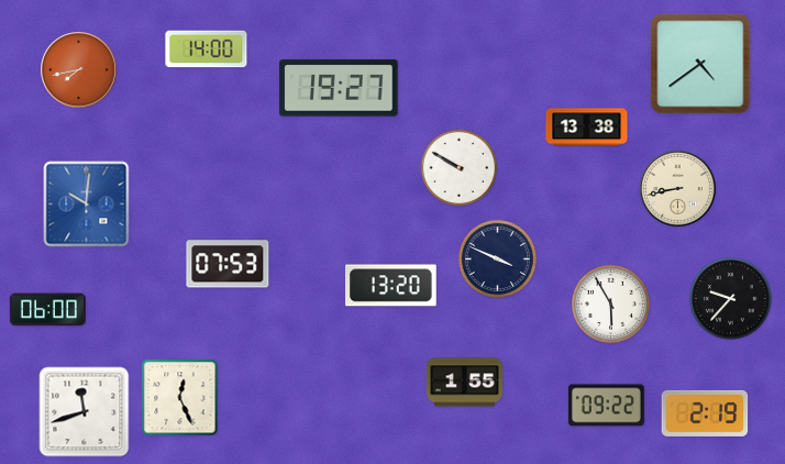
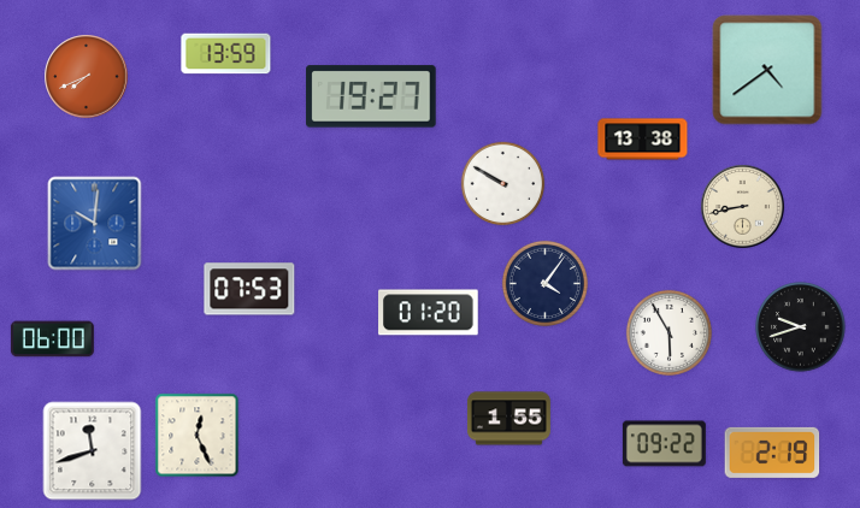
clock at (207, 49): 14:00 -> 13:59
clock at (79, 70): 7:43 -> 7:41
clock at (497, 258): 3:49 -> 4:06
clock at (391, 286): 13:20 -> 01:20
clock at (731, 299): 9:37 -> 9:42
